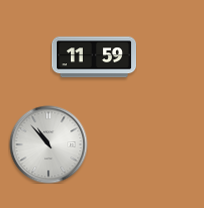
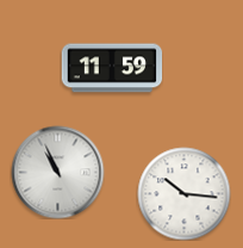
clock at (48, 144): 10:53 -> 10:56
clock at (183, 193): none -> 10:16
